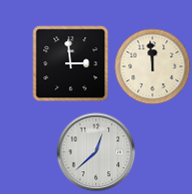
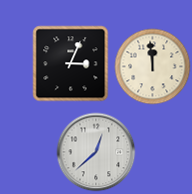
clock at (71, 64): 2:59 -> 3:04
